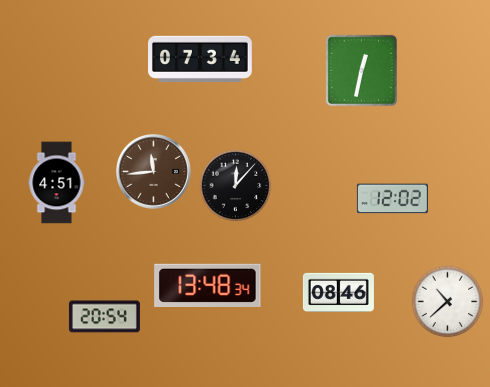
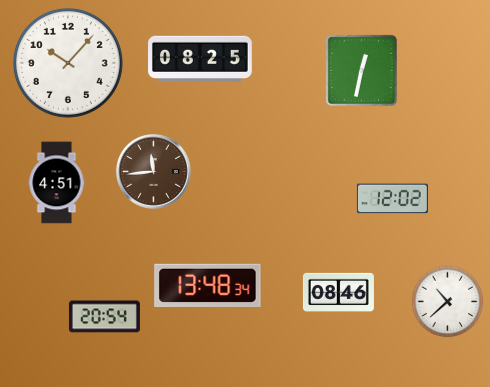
clock at (201, 59): 07:34 -> 08:25
clock at (68, 63): none -> 10:07
clock at (236, 186): 12:07 -> none
